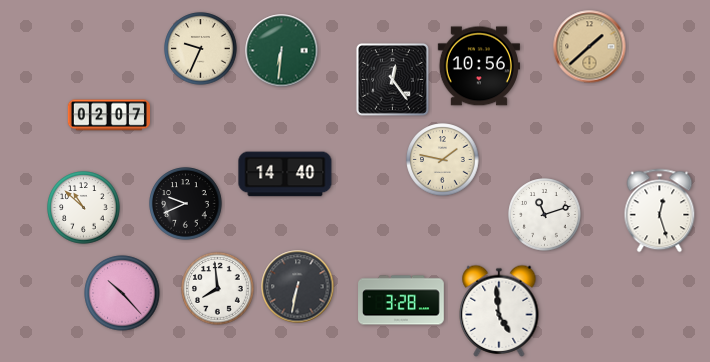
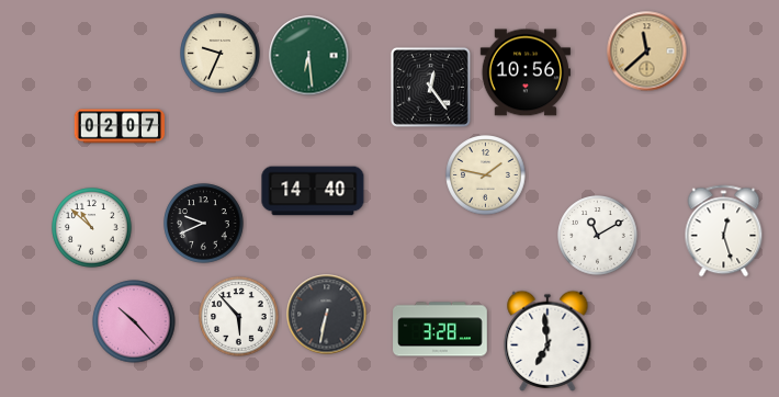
clock at (590, 47): 1:38 -> 11:38
clock at (282, 51): 6:31 -> 6:29
clock at (545, 215): 11:12 -> 11:10
clock at (218, 289): 7:59 -> 5:53
clock at (499, 311): 4:59 -> 6:59
